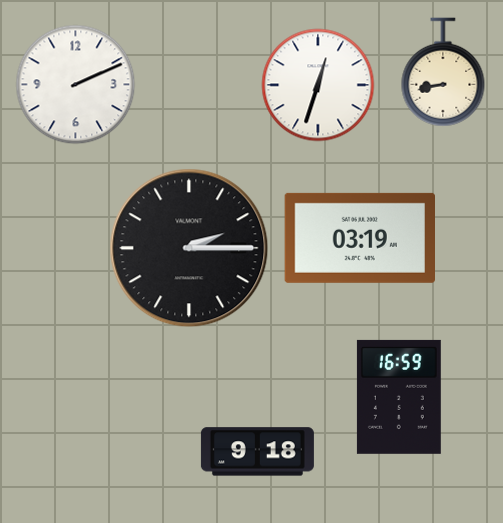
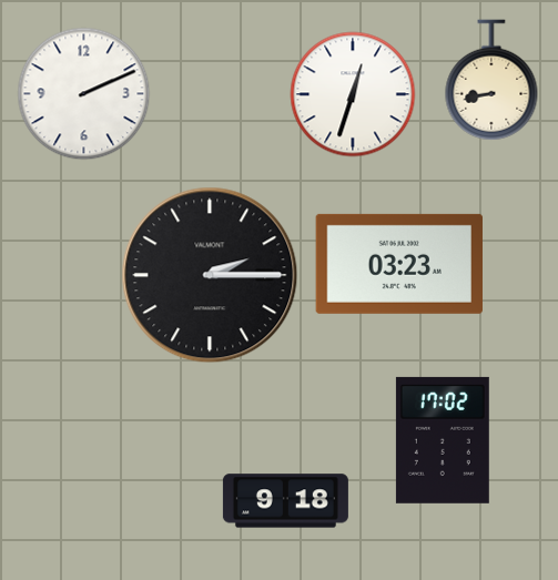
clock at (359, 238): 03:19 -> 03:23
clock at (399, 397): 16:59 -> 17:02
